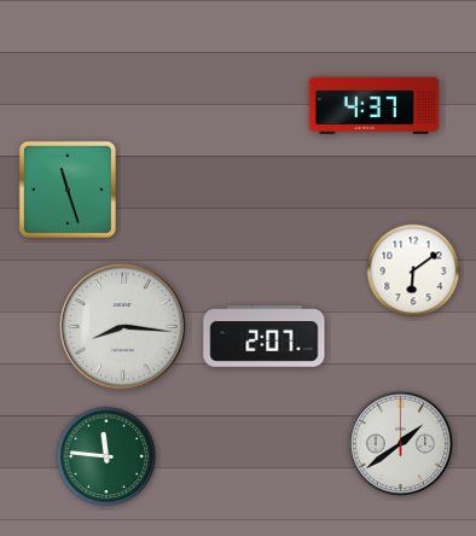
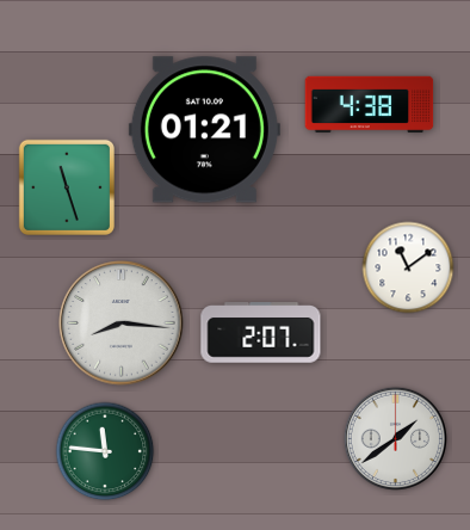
clock at (375, 106): 4:37 -> 4:38
clock at (204, 130): none -> 01:21
clock at (413, 270): 6:09 -> 11:09
